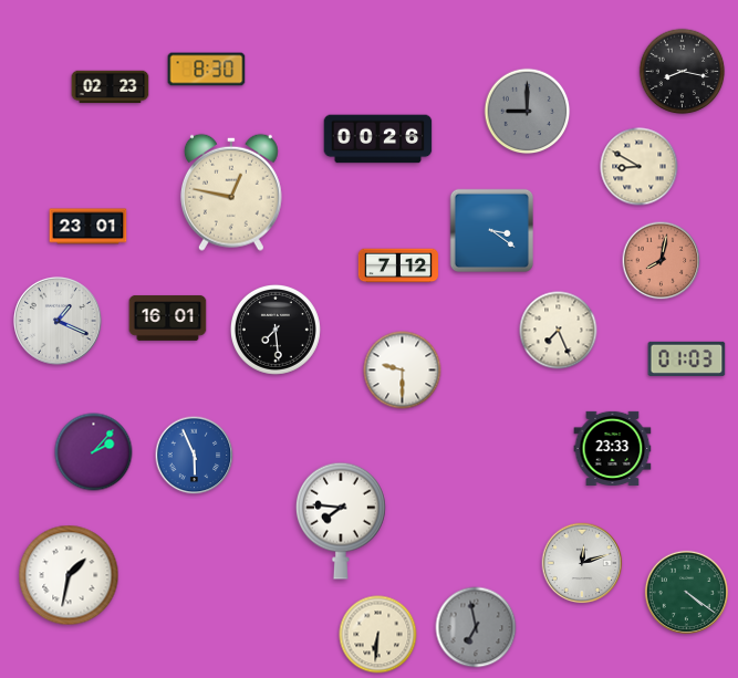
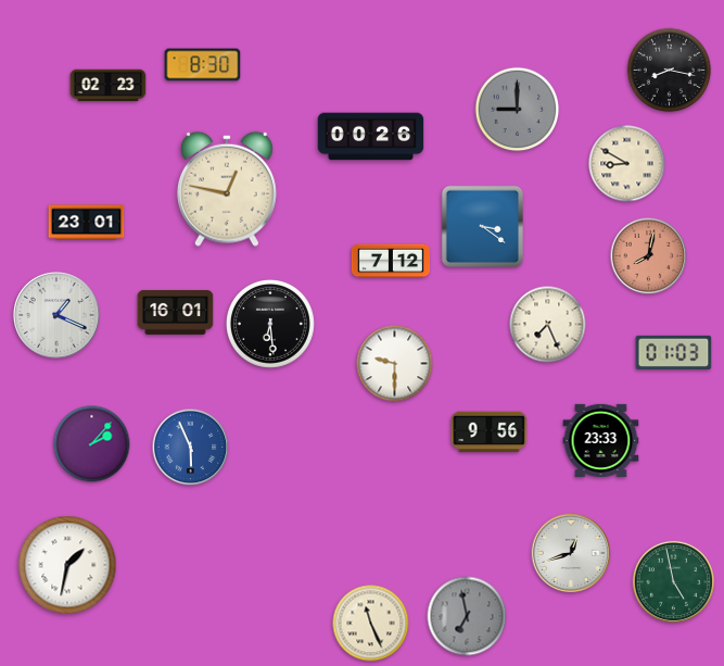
clock at (207, 70) position: (207, 70) -> (203, 65)
clock at (168, 317) position: (168, 317) -> (176, 312)
clock at (276, 330): 7:29 -> 6:29
clock at (490, 432): none -> 9:56
clock at (341, 521): 7:46 -> none
clock at (582, 563): 12:12 -> 12:42
clock at (686, 592): 4:21 -> 4:58
clock at (378, 635): 6:31 -> 11:26
